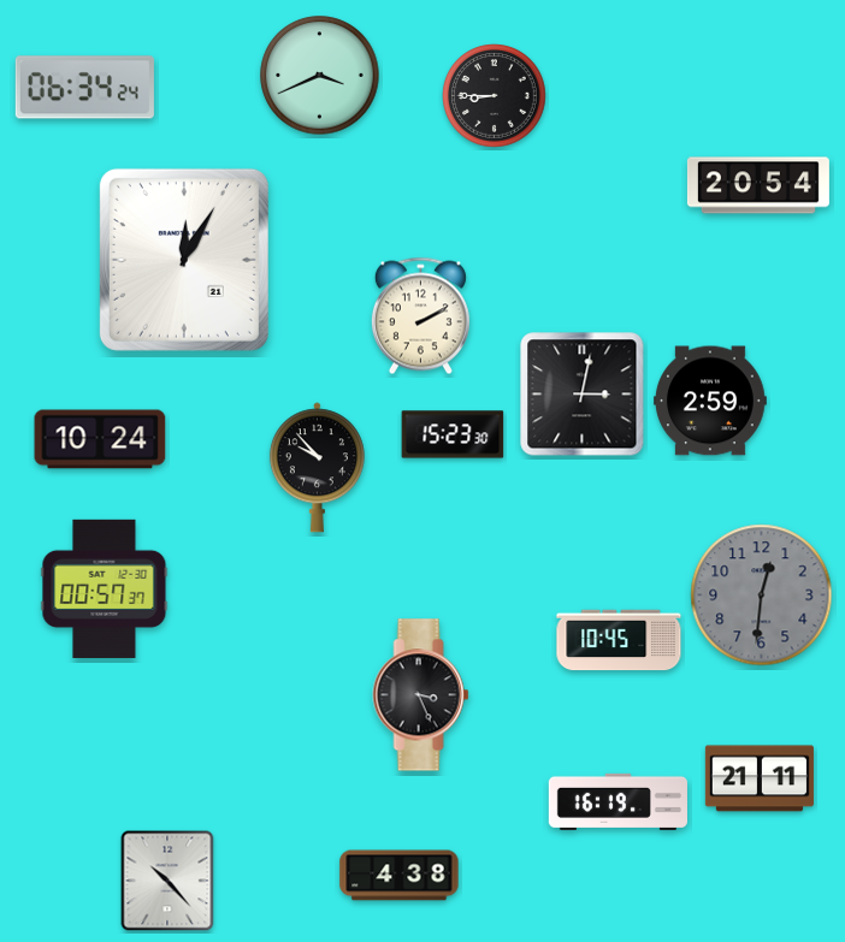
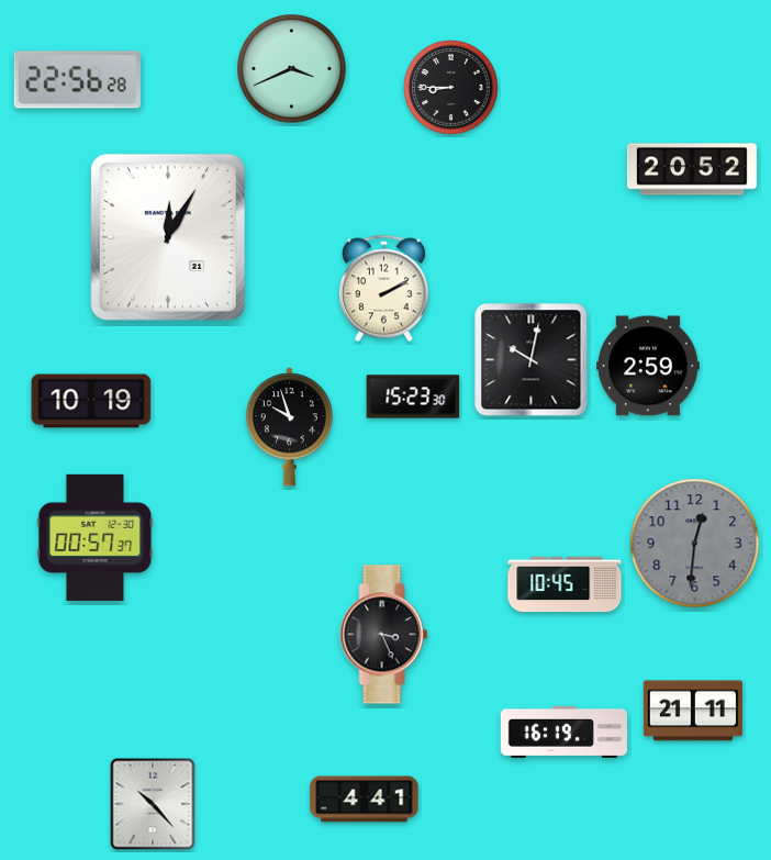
clock at (84, 88): 06:34 -> 22:56
clock at (758, 185): 20:54 -> 20:52
clock at (583, 395): 3:02 -> 10:02
clock at (100, 439): 10:24 -> 10:19
clock at (317, 468): 9:53 -> 9:57
clock at (400, 876): 4:38 -> 4:41
